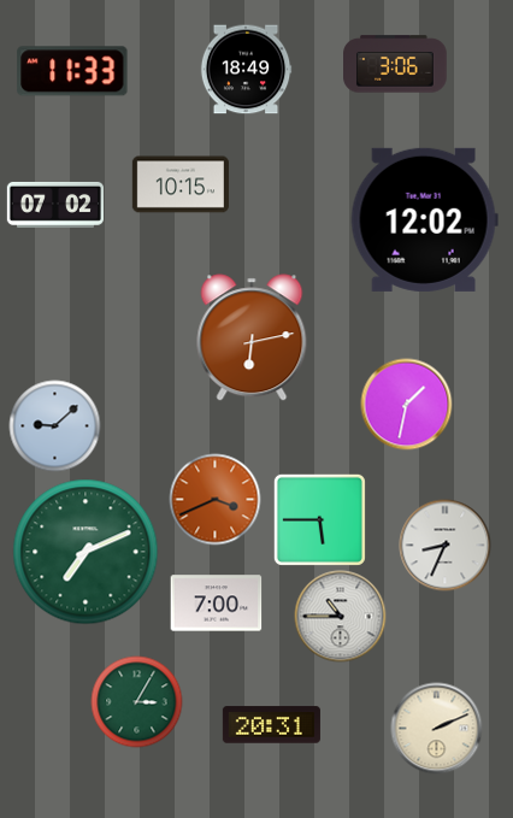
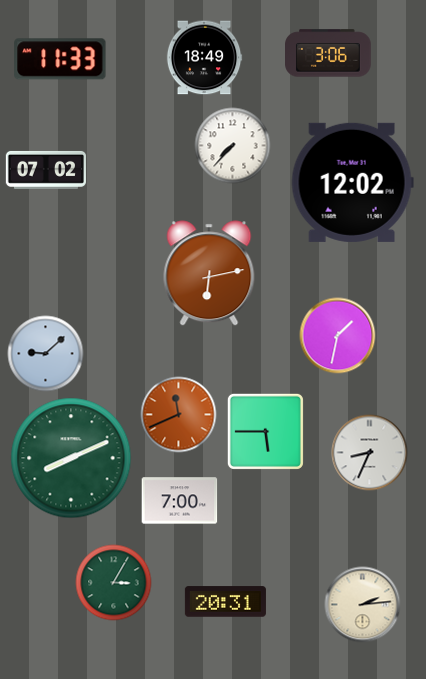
clock at (233, 146): none -> 7:37
clock at (181, 184): 10:15 -> none
clock at (252, 337) position: (252, 337) -> (209, 273)
clock at (216, 500): 3:41 -> 11:41
clock at (85, 552): 7:11 -> 8:11
clock at (341, 617): 10:45 -> none
clock at (437, 729): 2:11 -> 2:14
